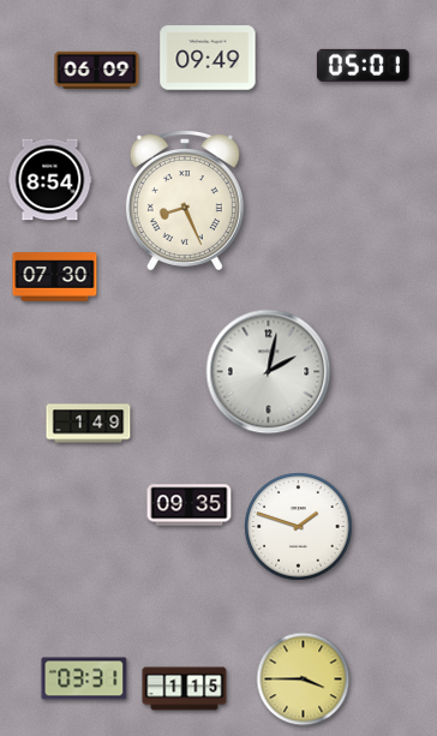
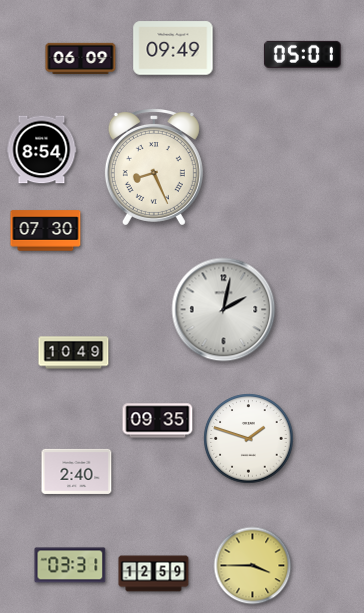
clock at (89, 424): 1:49 -> 10:49
clock at (77, 471): none -> 2:40
clock at (185, 689): 1:15 -> 12:59
